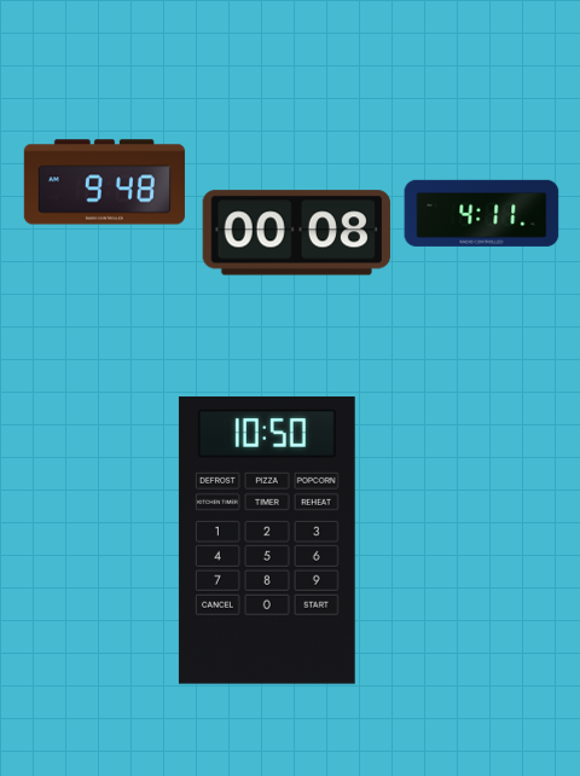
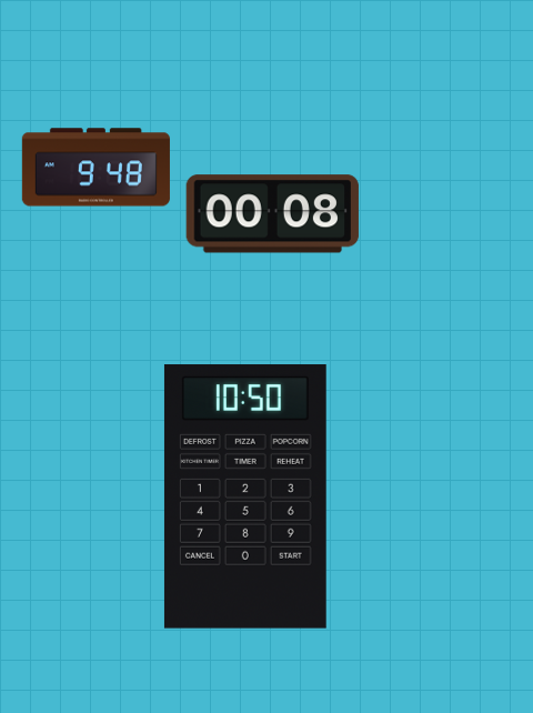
clock at (482, 213): 4:11 -> none
